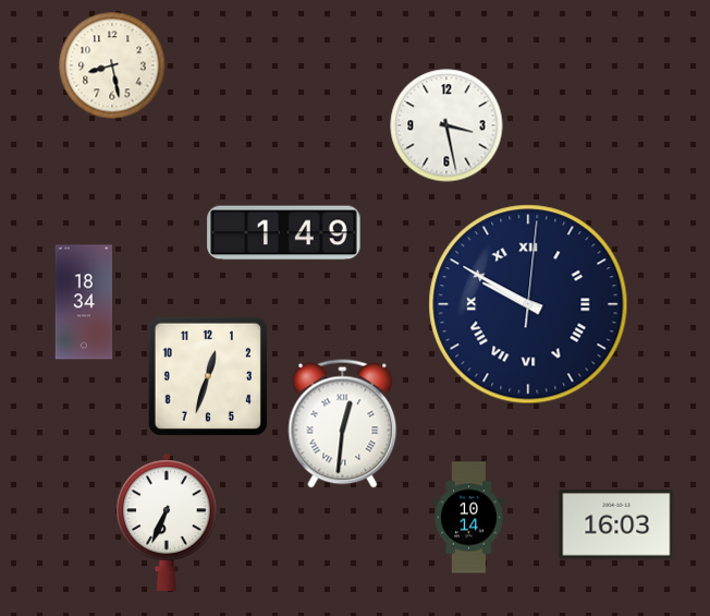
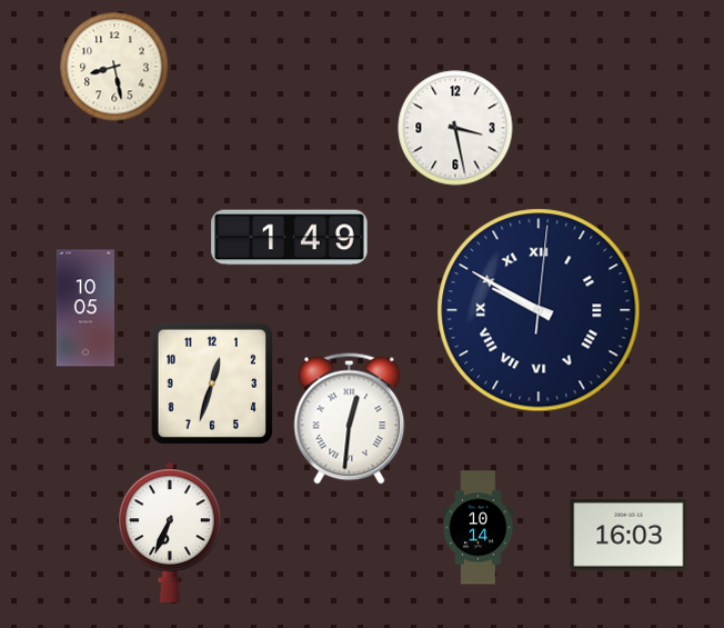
clock at (84, 302): 18:34 -> 10:05
clock at (343, 424) position: (343, 424) -> (350, 419)
